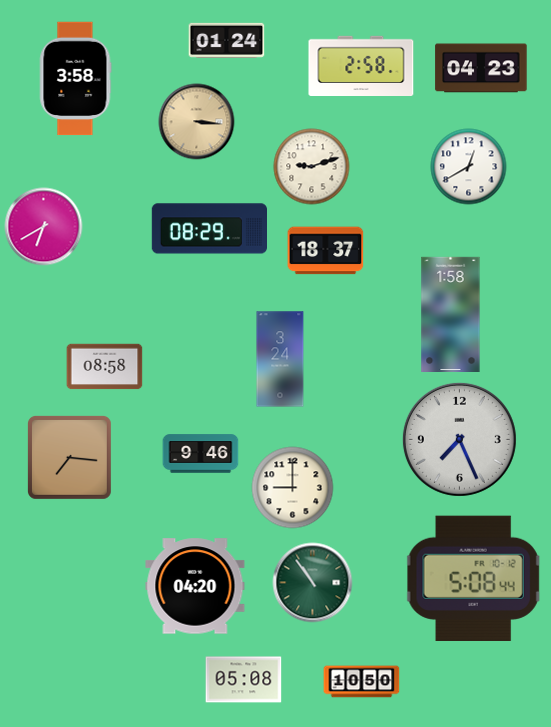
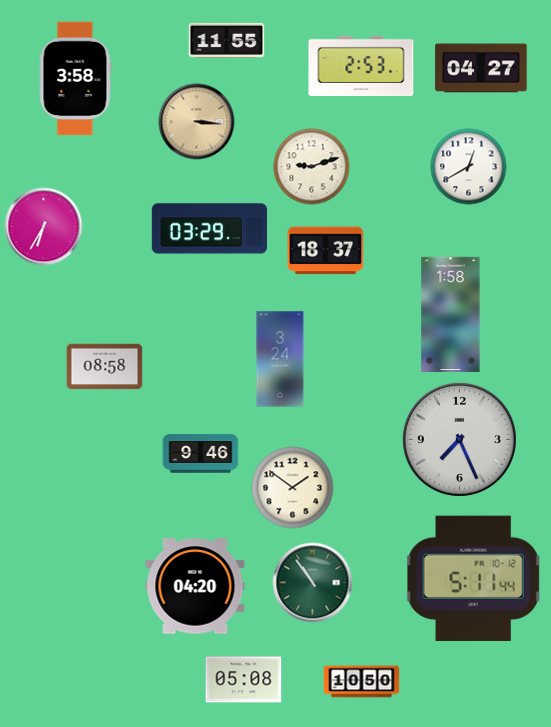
clock at (227, 40): 01:24 -> 11:55
clock at (361, 65): 2:58 -> 2:53
clock at (481, 68): 04:23 -> 04:27
clock at (44, 227): 6:40 -> 6:35
clock at (209, 229): 08:29 -> 03:29
clock at (69, 457): 7:16 -> none
clock at (293, 488): 9:00 -> 1:51
clock at (473, 578): 5:08 -> 5:11
